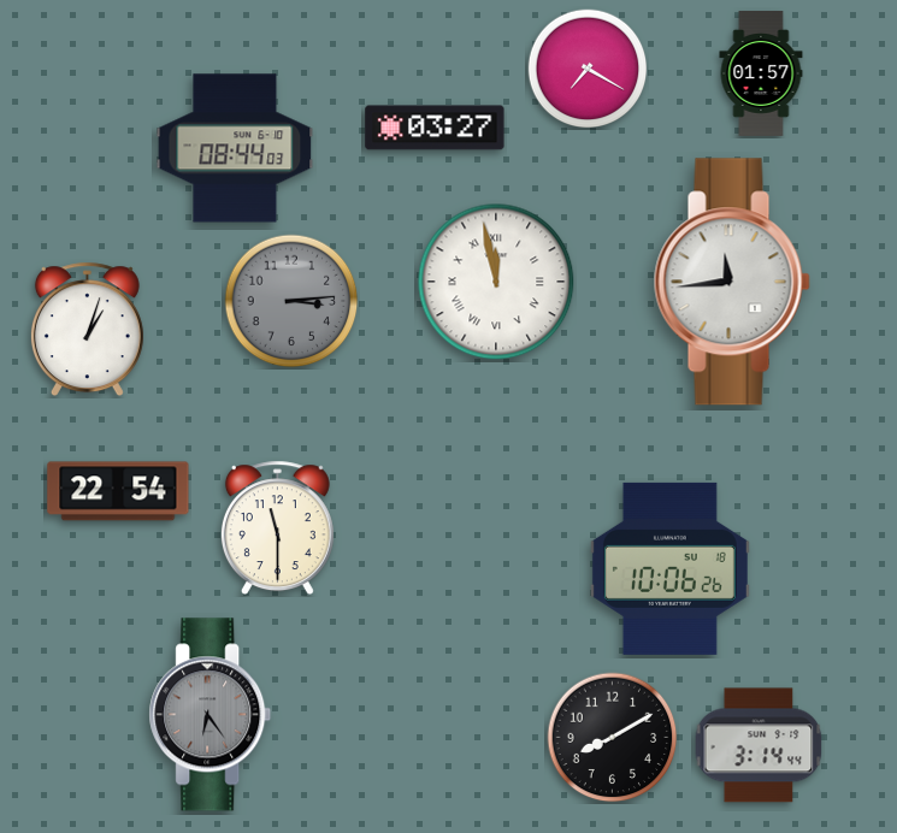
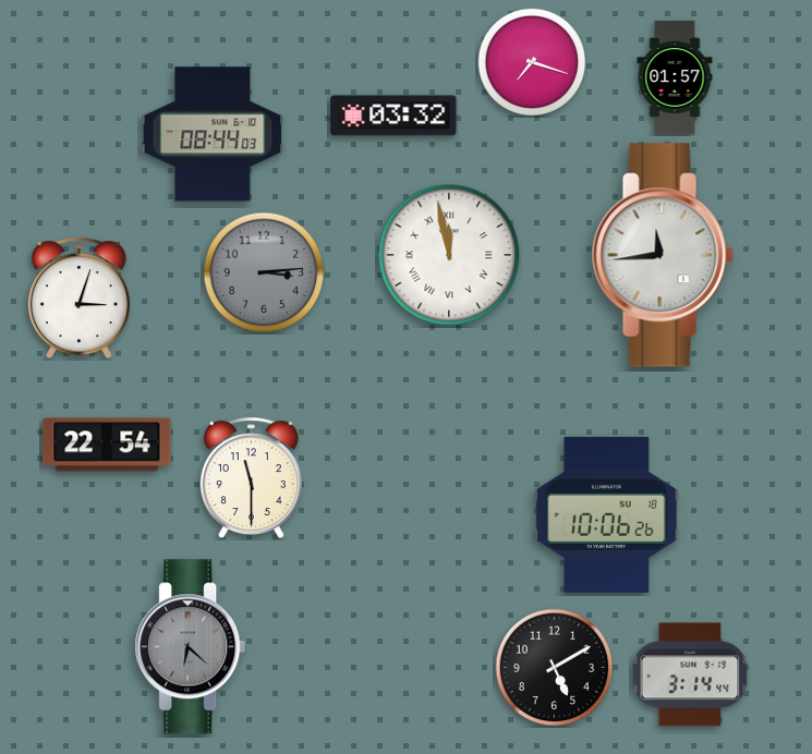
clock at (588, 69): 7:20 -> 7:18
clock at (761, 73) position: (761, 73) -> (675, 77)
clock at (435, 128): 03:27 -> 03:32
clock at (87, 330): 1:03 -> 3:03
clock at (211, 715): 6:24 -> 6:22
clock at (613, 738): 8:10 -> 5:10
clock at (759, 745) position: (759, 745) -> (690, 674)
